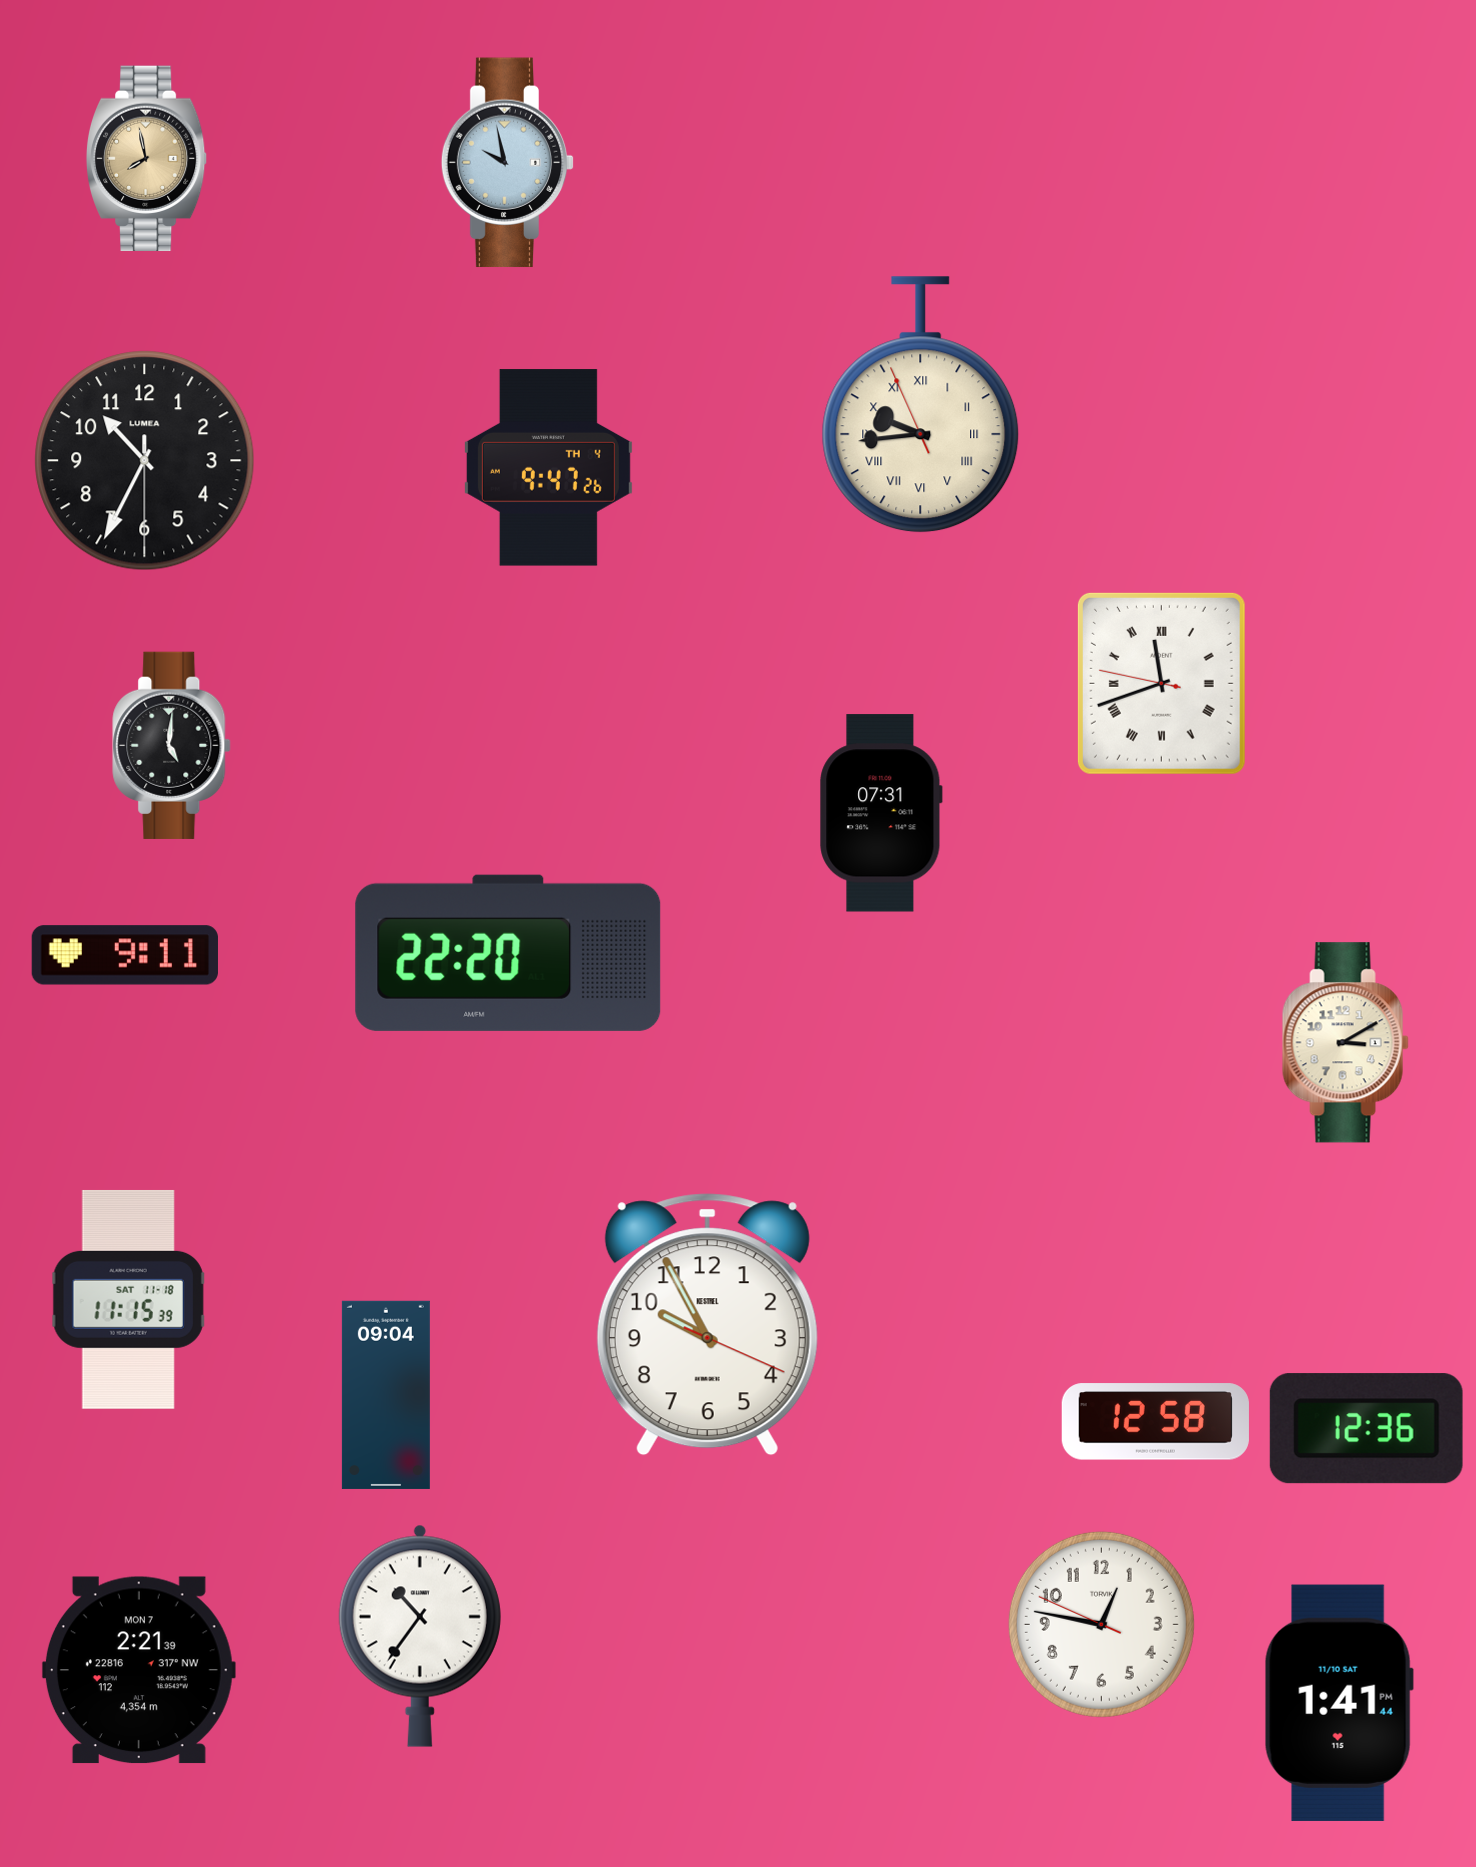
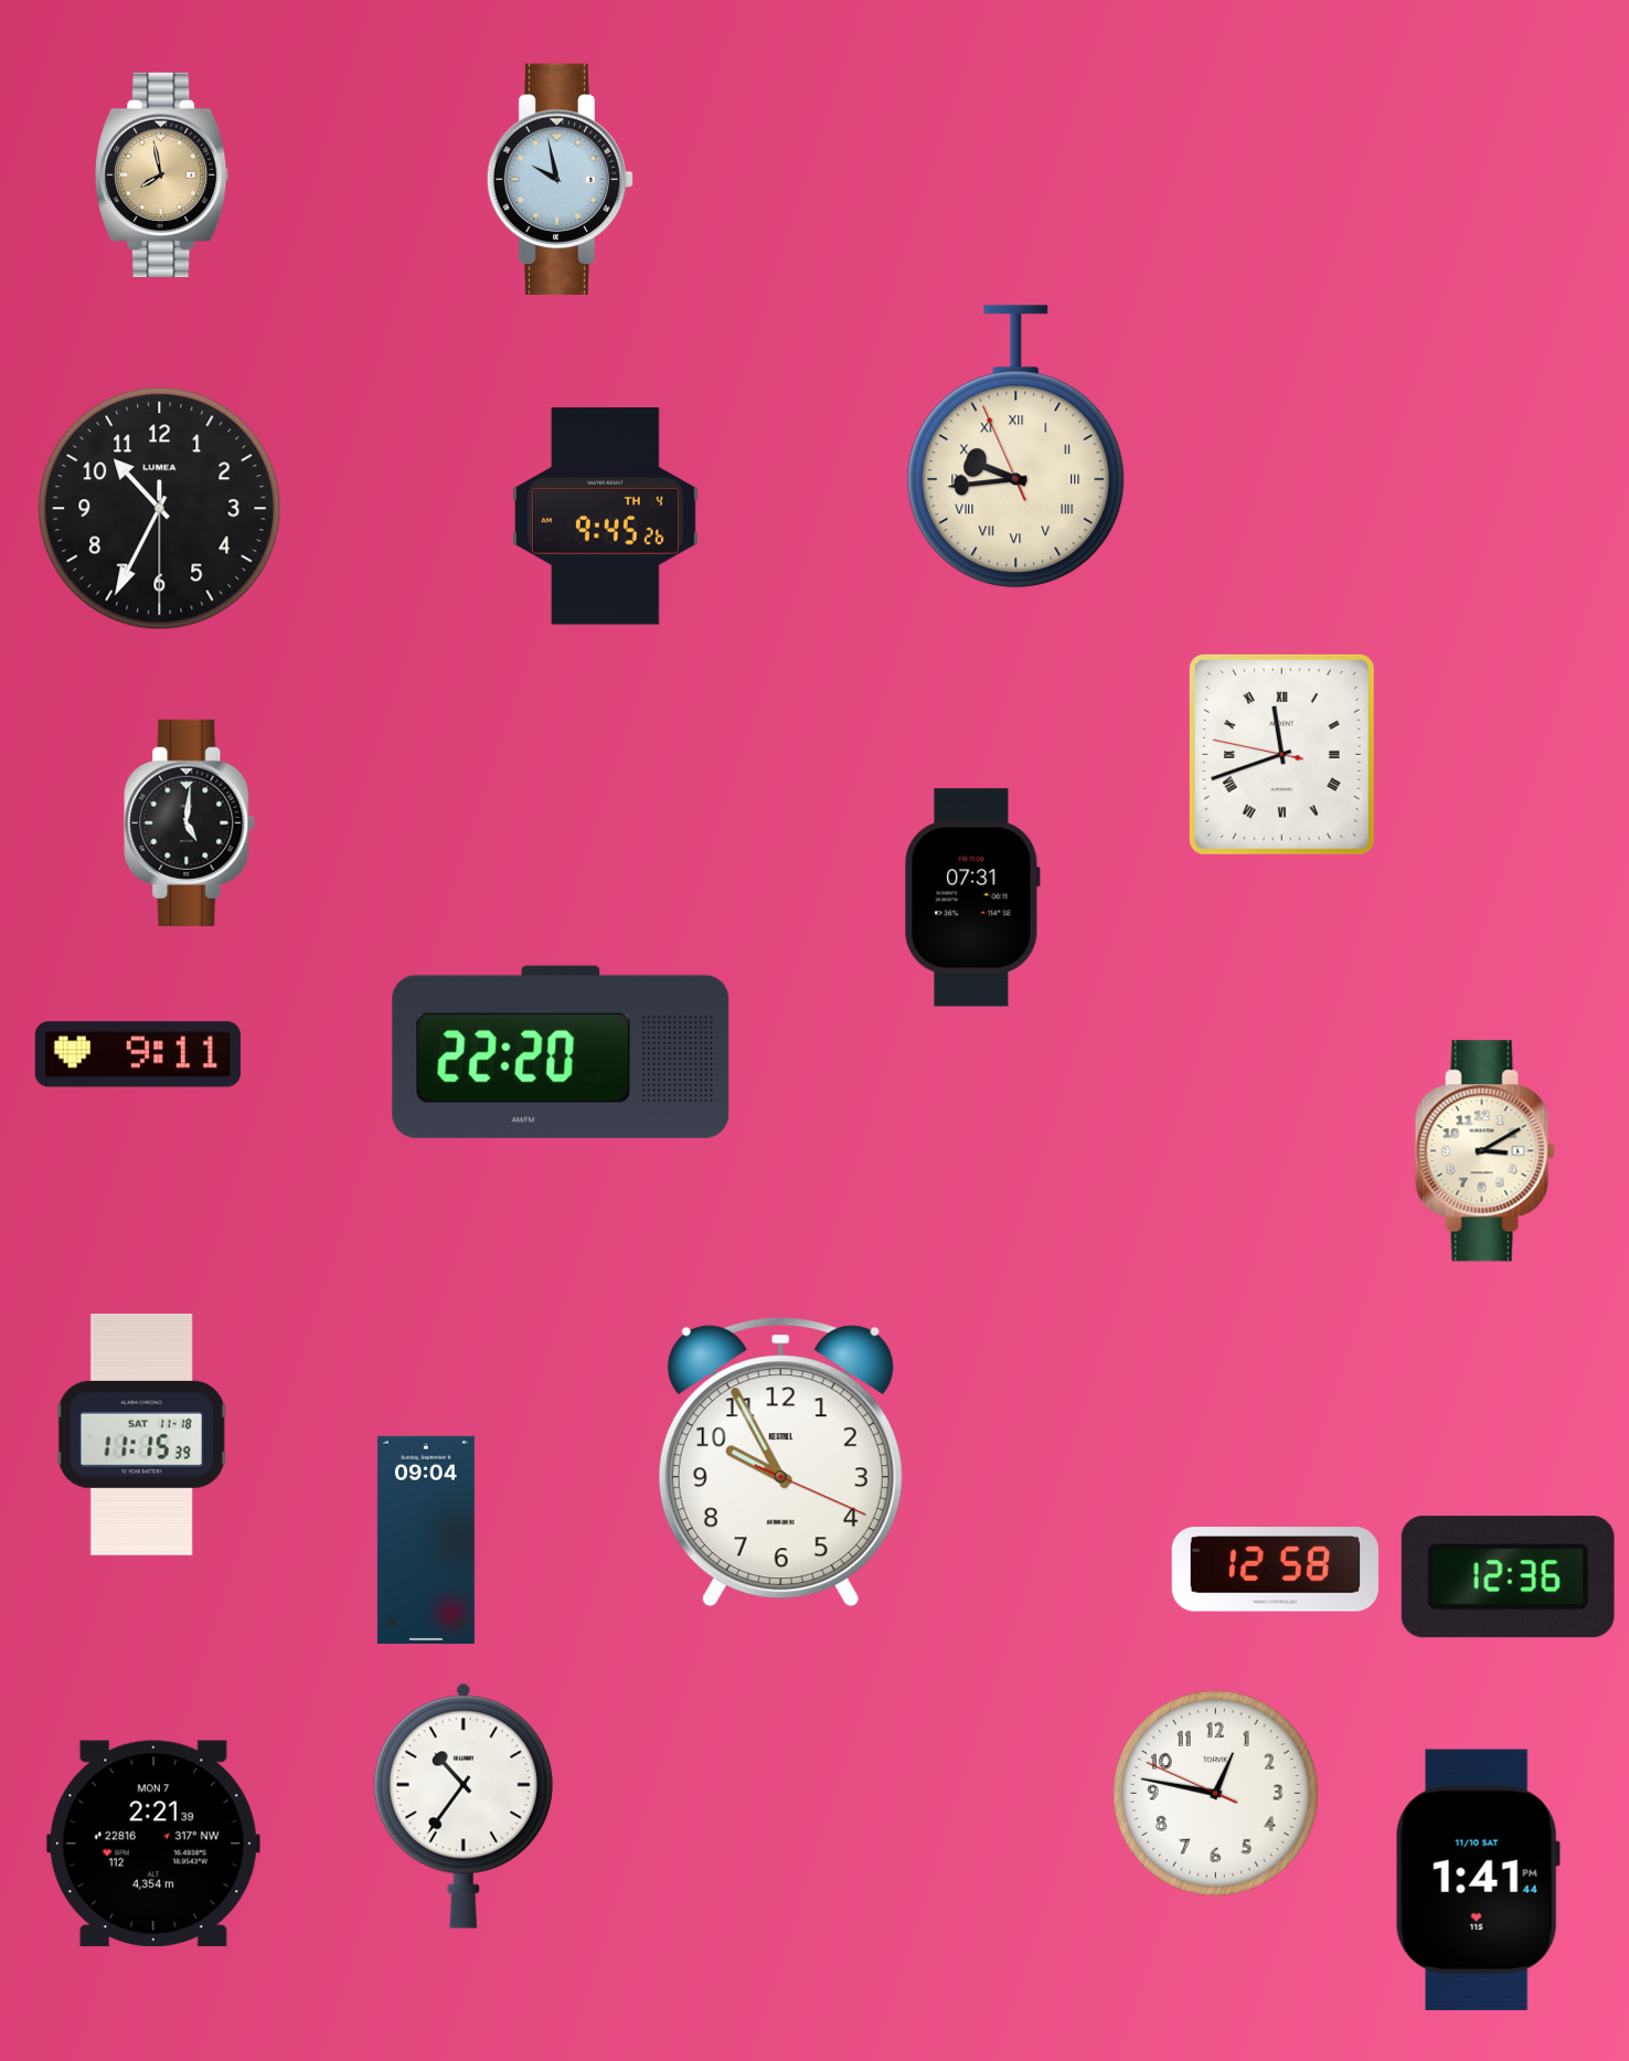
clock at (548, 468): 9:47 -> 9:45
